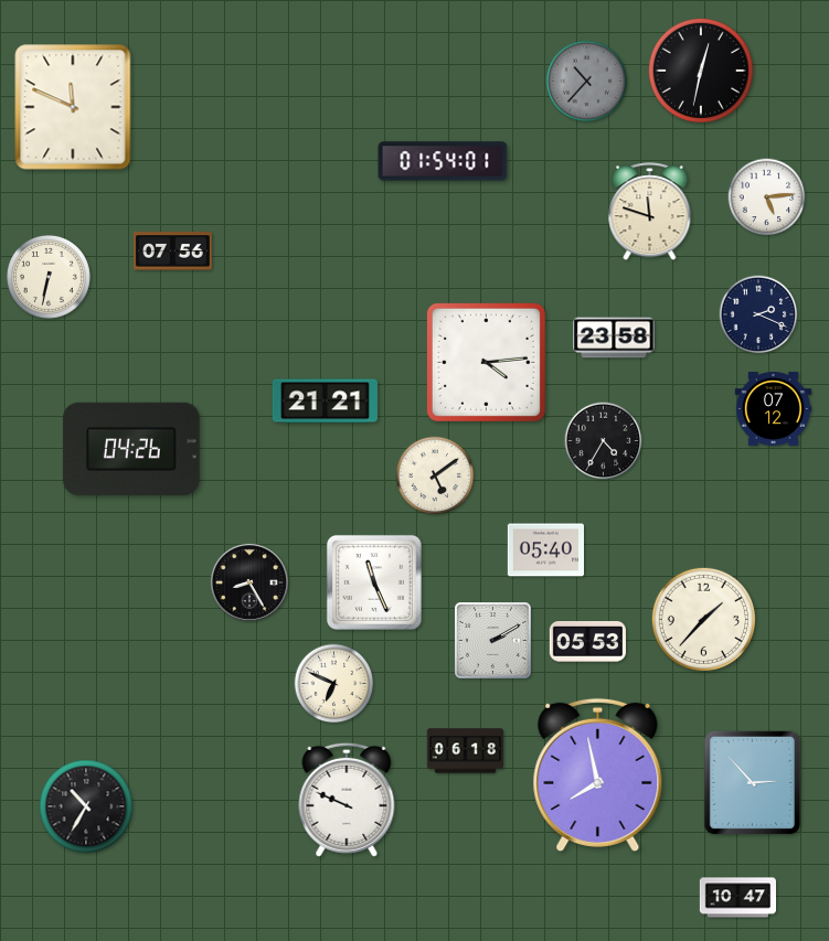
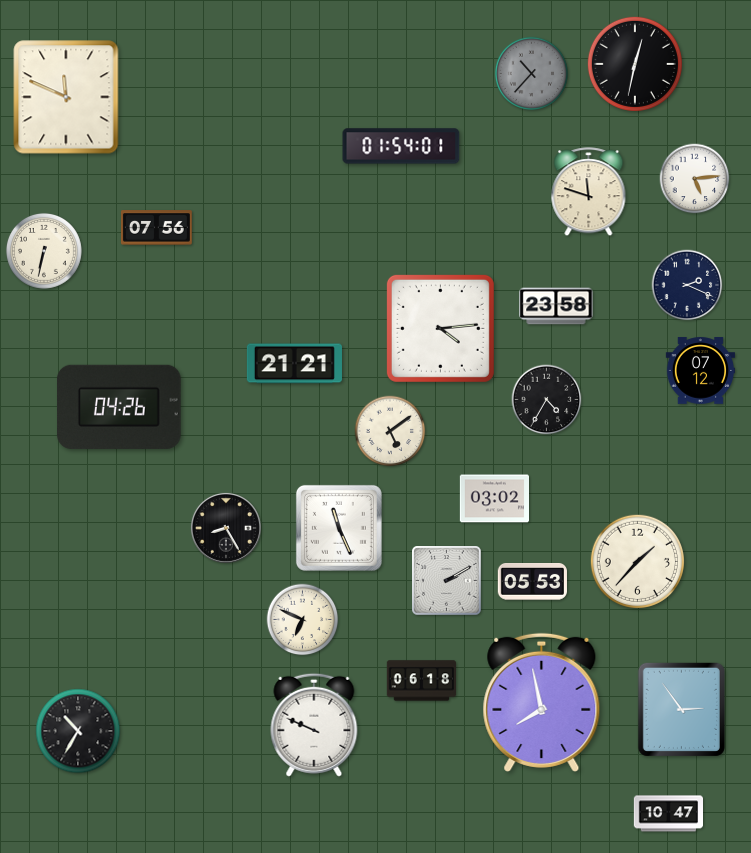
clock at (435, 475) position: (435, 475) -> (390, 431)
clock at (545, 550): 05:40 -> 03:02
clock at (752, 782): 2:53 -> 2:54
